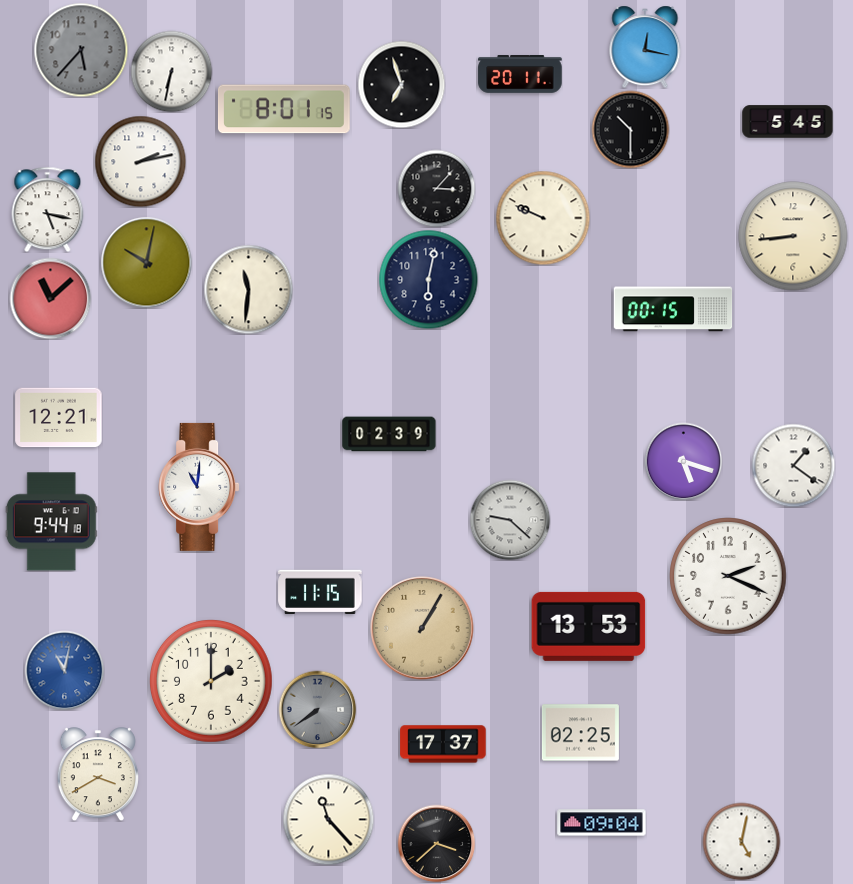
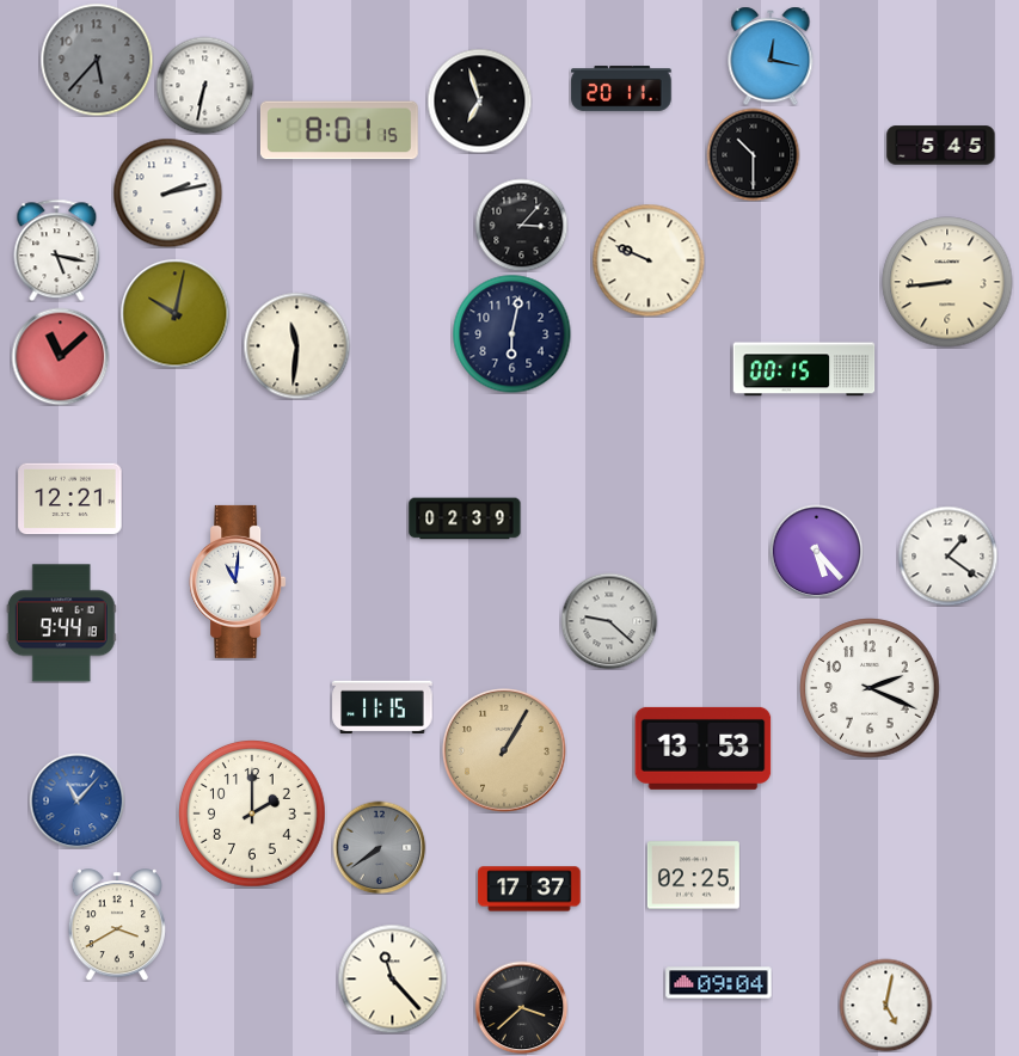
clock at (683, 461): 5:18 -> 5:23
clock at (64, 670): 11:02 -> 11:07
